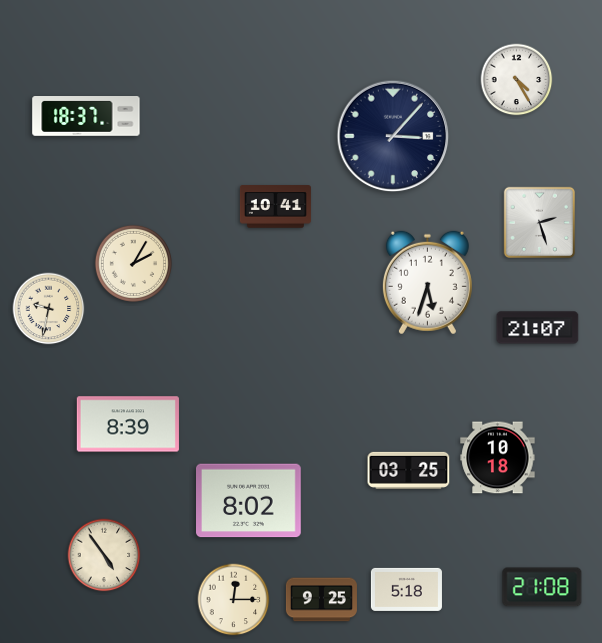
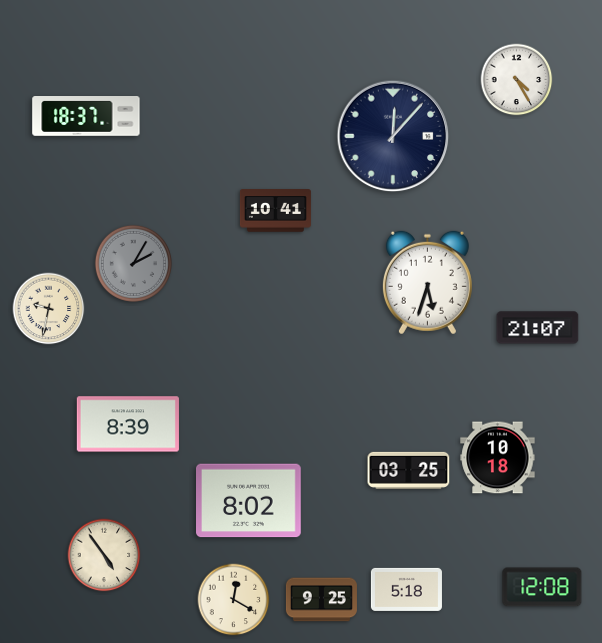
clock at (393, 136): 3:07 -> 12:07
clock at (275, 207) position: (275, 207) -> (275, 211)
clock at (539, 222): 2:27 -> none
clock at (133, 263) dial: cream -> grey
clock at (542, 587): 21:08 -> 12:08
clock at (234, 600): 12:15 -> 12:20
